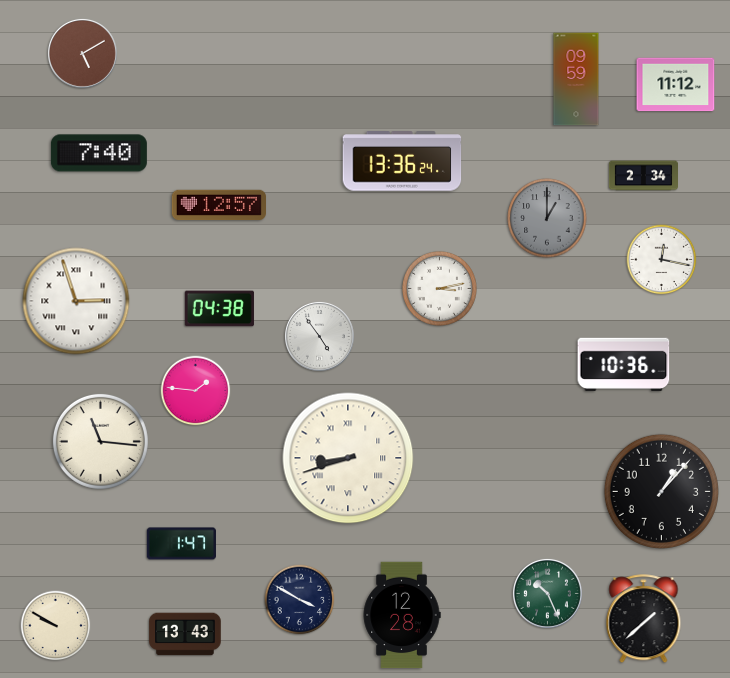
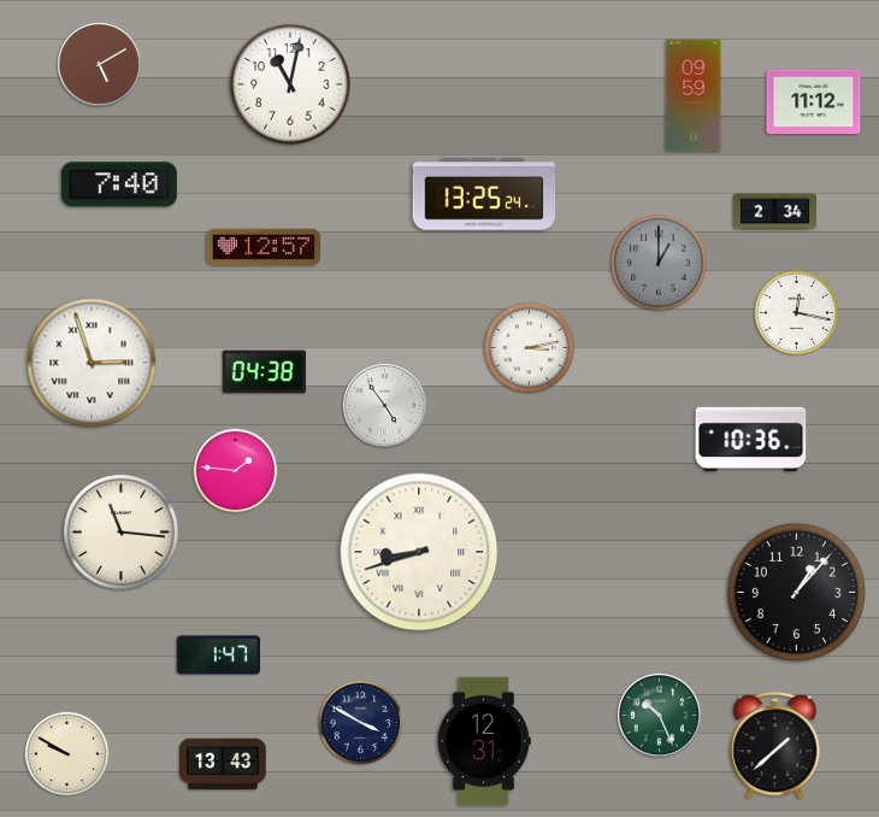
clock at (290, 84): none -> 11:02
clock at (402, 161): 13:36 -> 13:25
clock at (402, 615): 12:28 -> 12:31
